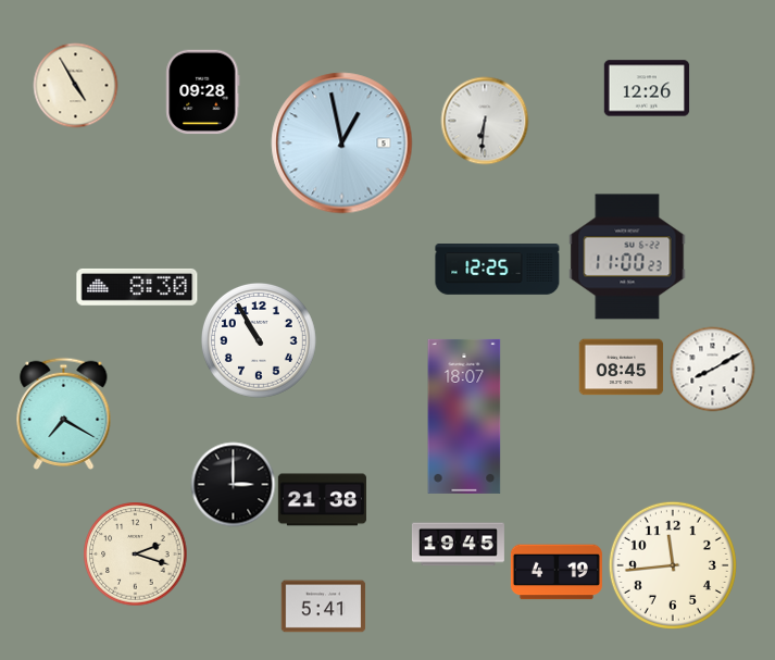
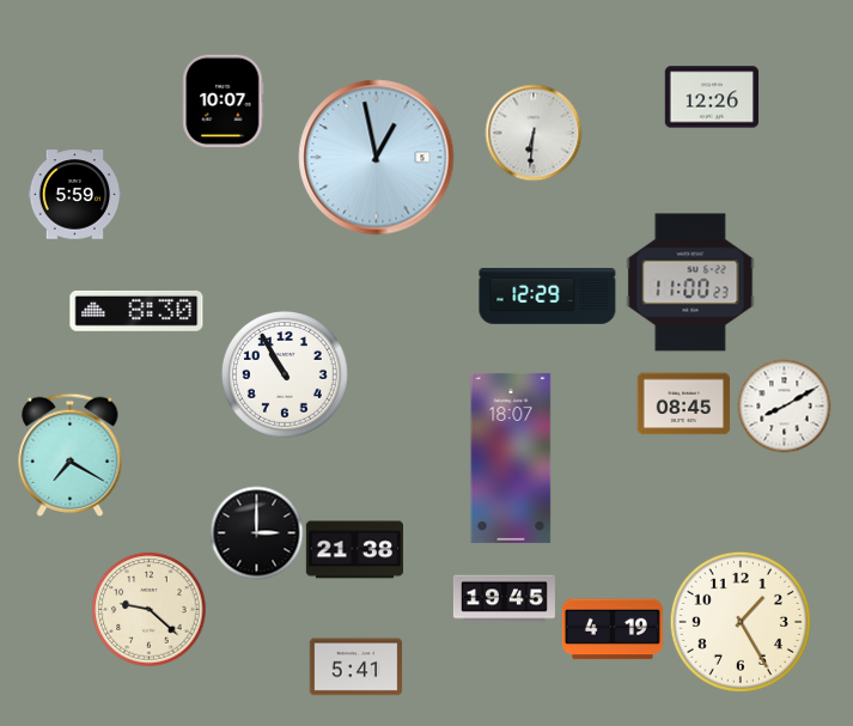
clock at (75, 85): 4:55 -> none
clock at (203, 91): 09:28 -> 10:07
clock at (74, 195): none -> 5:59
clock at (498, 270): 12:25 -> 12:29
clock at (137, 287) position: (137, 287) -> (136, 311)
clock at (135, 553): 2:18 -> 9:22
clock at (673, 565): 11:44 -> 1:25
